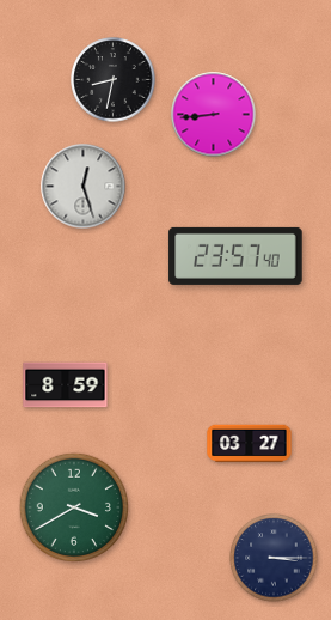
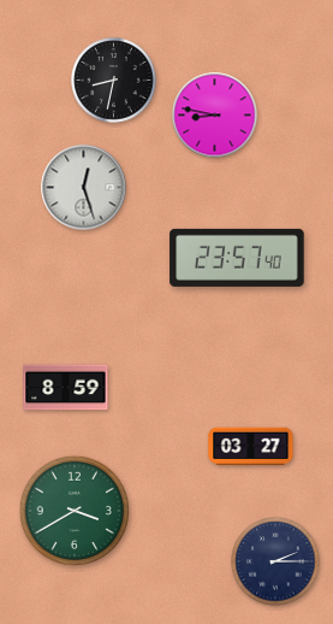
clock at (214, 115): 8:44 -> 8:47
clock at (274, 558): 3:15 -> 2:15
